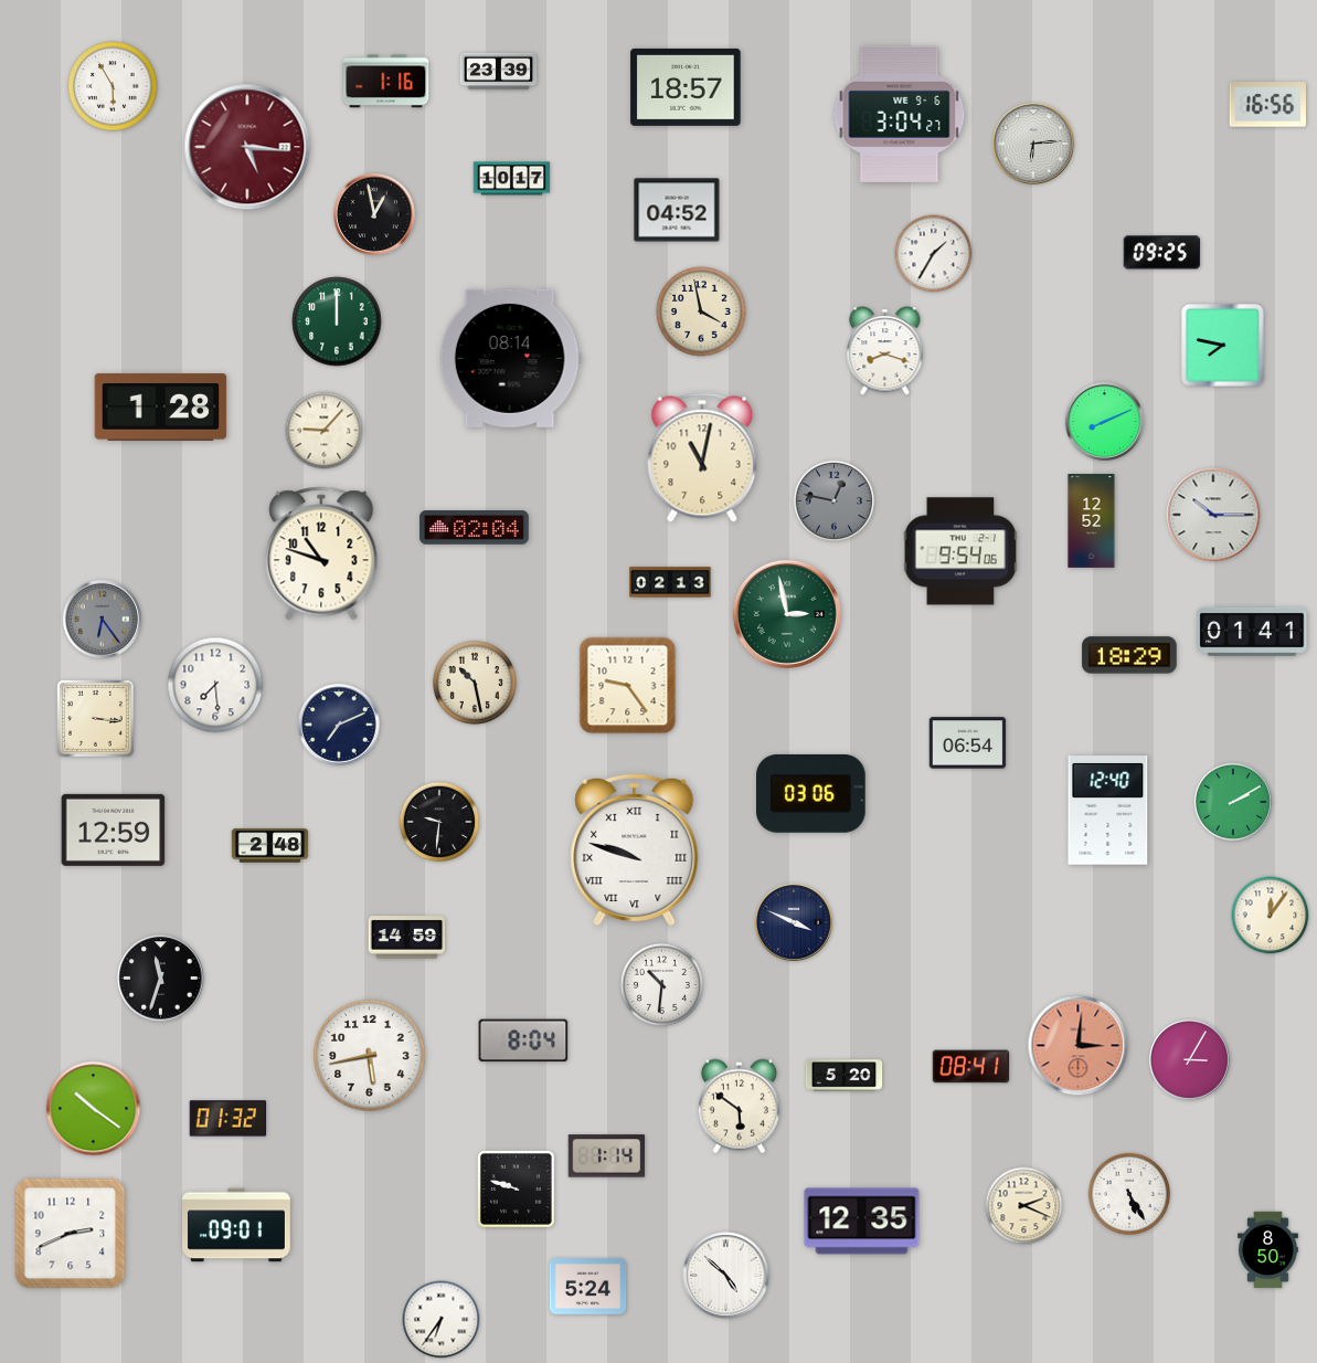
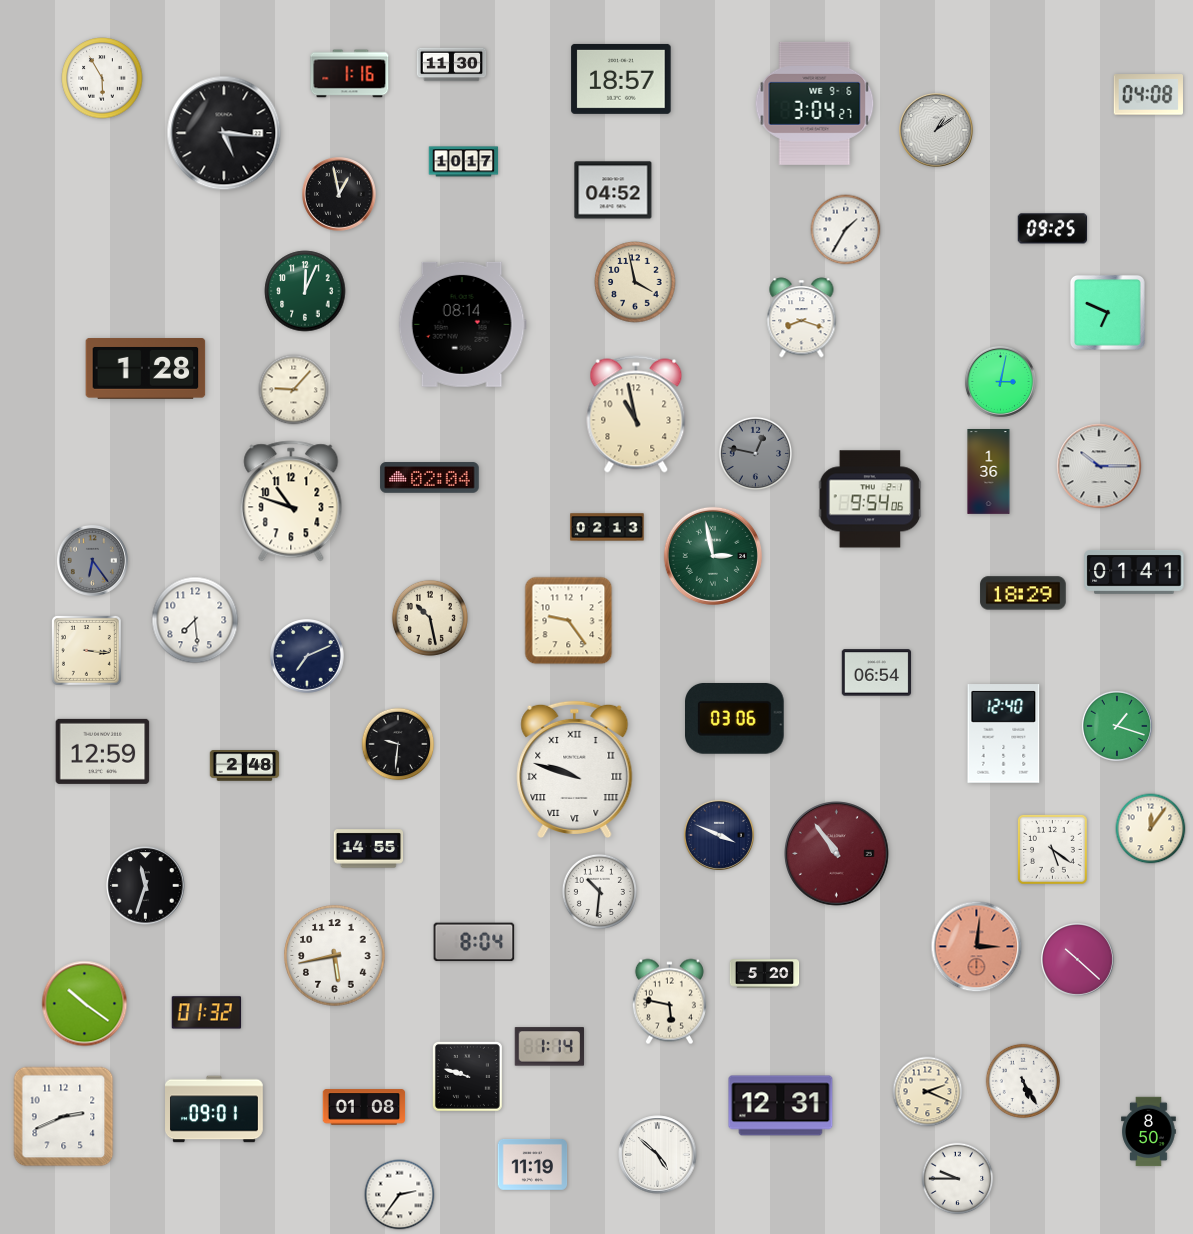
clock at (499, 72): 23:39 -> 11:30
clock at (1267, 105): 16:56 -> 04:08
clock at (1034, 145): 6:14 -> 1:09
clock at (247, 147) dial: burgundy -> black
clock at (337, 321): 12:00 -> 12:04
clock at (1222, 345): 7:47 -> 6:49
clock at (1104, 421): 8:11 -> 3:02
clock at (702, 457): 11:02 -> 10:58
clock at (1092, 521): 12:52 -> 1:36
clock at (1233, 802): 2:10 -> 1:18
clock at (407, 938): 14:59 -> 14:55
clock at (1052, 849): none -> 5:21
clock at (837, 854): none -> 10:54
clock at (1189, 1059): 3:05 -> 10:22
clock at (971, 1067): 08:41 -> none
clock at (739, 1107): 5:51 -> 5:47
clock at (862, 1222): 12:35 -> 12:31
clock at (364, 1107): none -> 01:08
clock at (588, 1287): 5:24 -> 11:19
clock at (958, 1179): none -> 9:45
clock at (442, 1320): 6:36 -> 2:36
